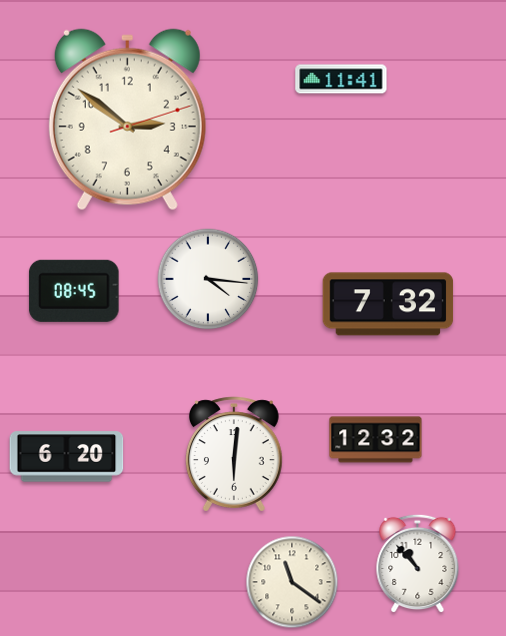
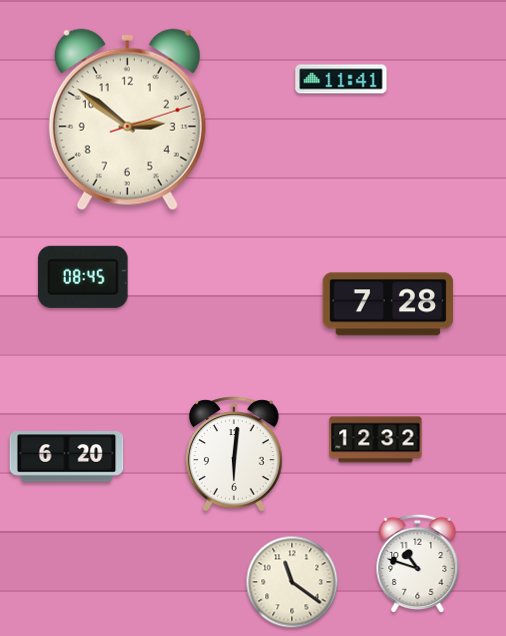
clock at (208, 279): 4:16 -> none
clock at (74, 291) position: (74, 291) -> (83, 277)
clock at (388, 304): 7:32 -> 7:28
clock at (418, 564): 10:53 -> 10:48
